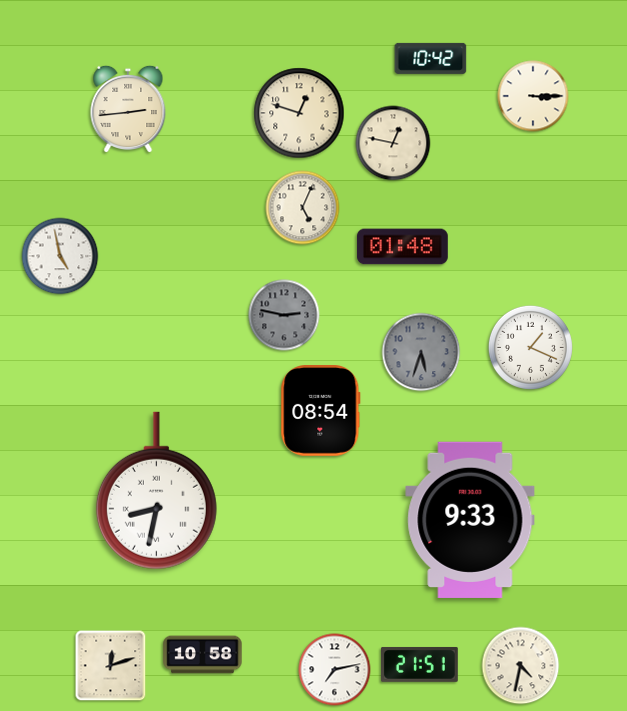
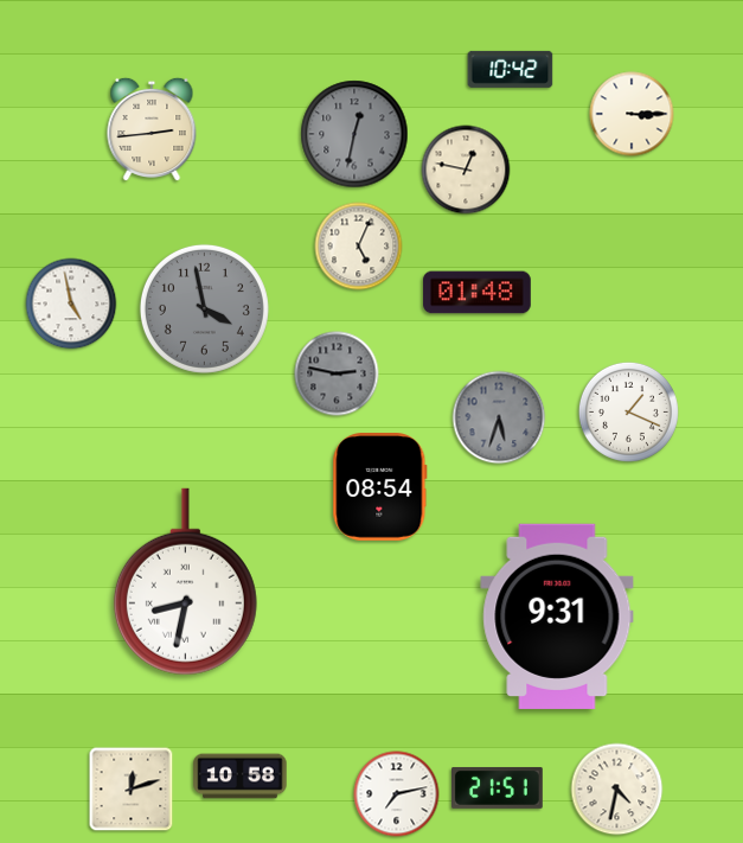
clock at (299, 113): 12:48 -> 12:32
clock at (299, 113) dial: cream -> grey
clock at (204, 308): none -> 3:58
clock at (470, 520): 9:33 -> 9:31
